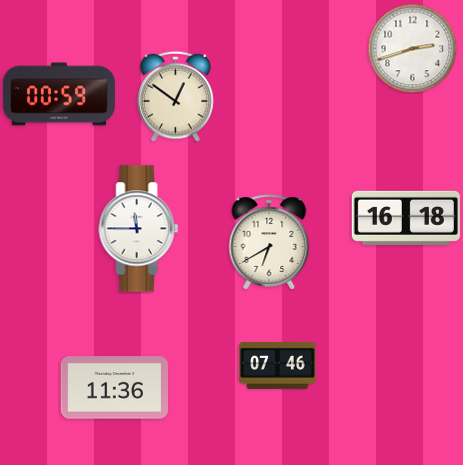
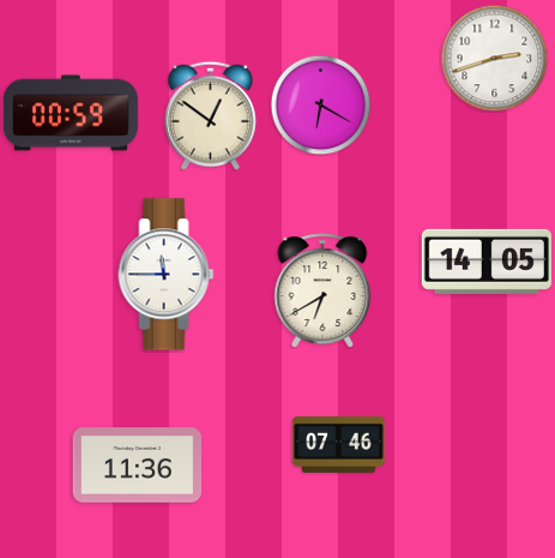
clock at (320, 104): none -> 6:20
clock at (406, 218): 16:18 -> 14:05
clock at (278, 365) position: (278, 365) -> (339, 444)
